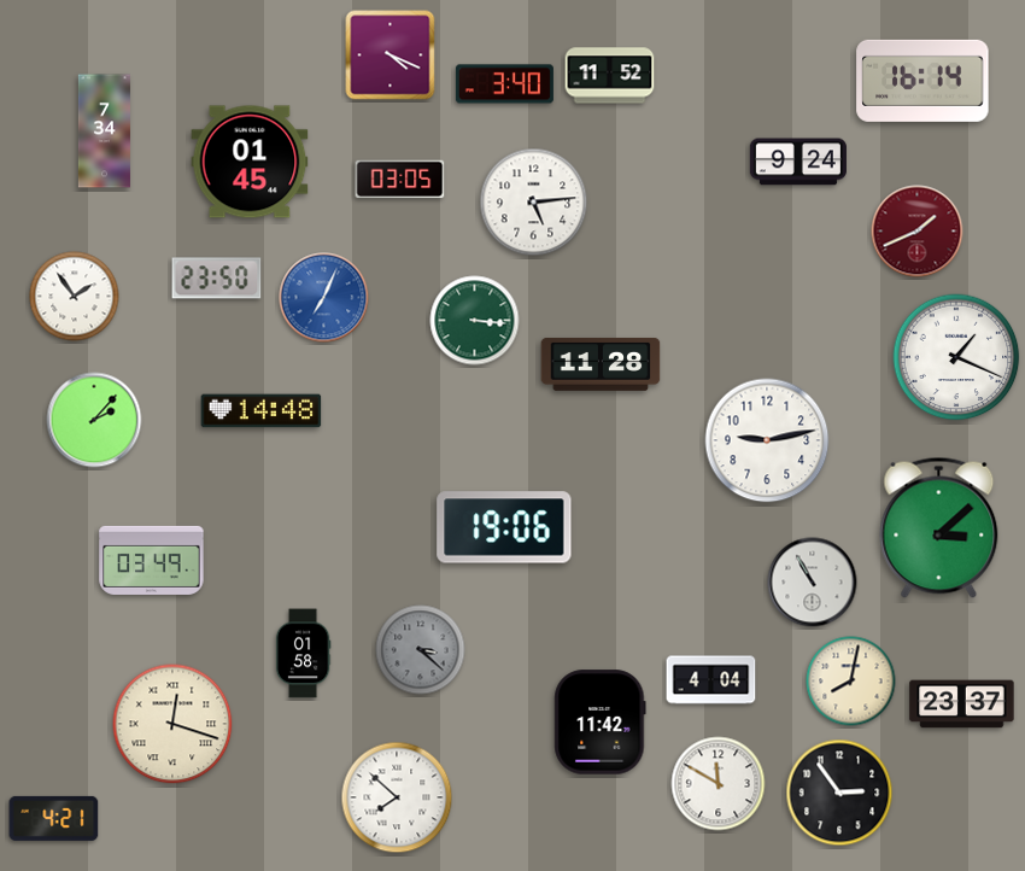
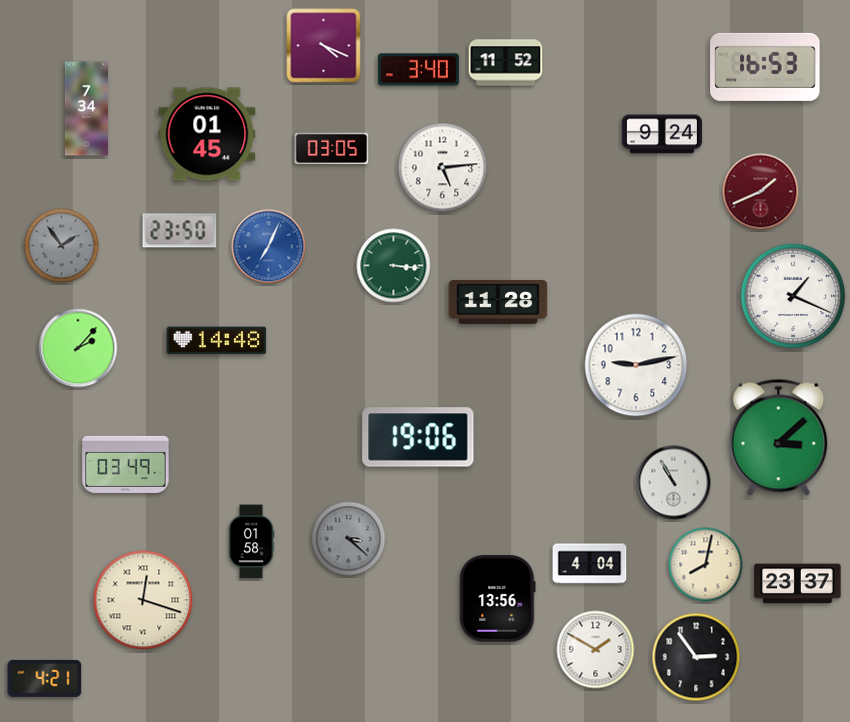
clock at (922, 81): 16:14 -> 16:53
clock at (75, 297) dial: white -> grey
clock at (601, 723): 11:42 -> 13:56
clock at (719, 784): 11:50 -> 1:50
clock at (397, 797): 7:52 -> none
